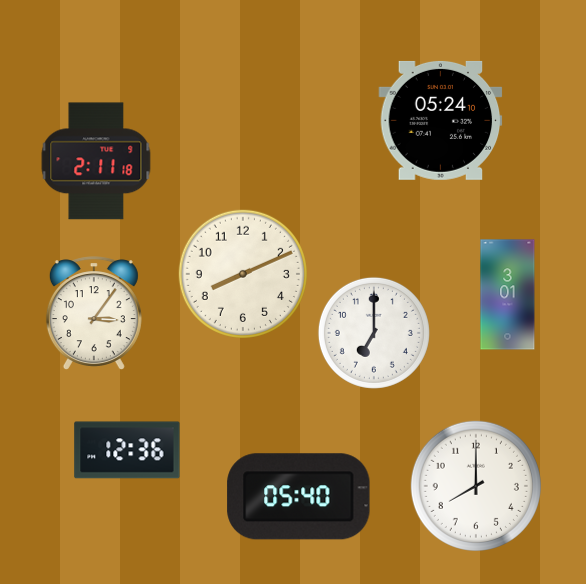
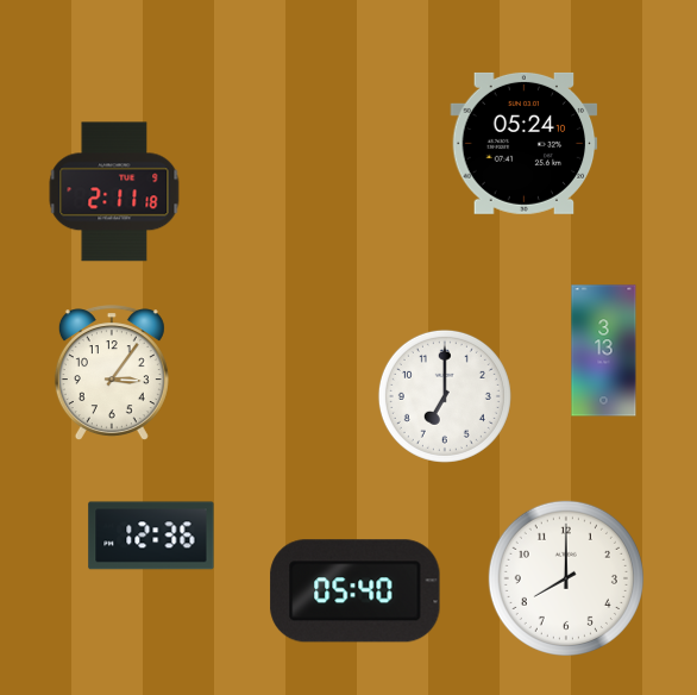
clock at (243, 274): 8:11 -> none
clock at (508, 295): 3:01 -> 3:13
